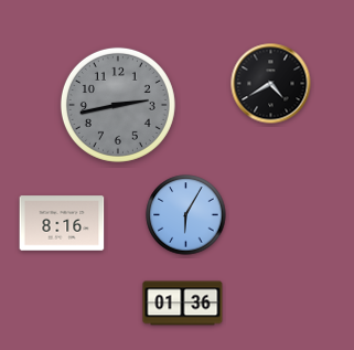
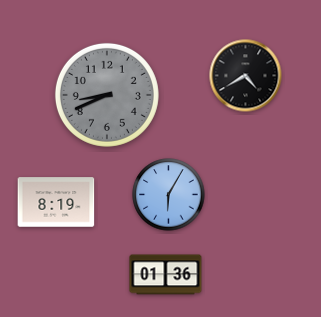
clock at (118, 105): 2:43 -> 8:41
clock at (62, 223): 8:16 -> 8:19
